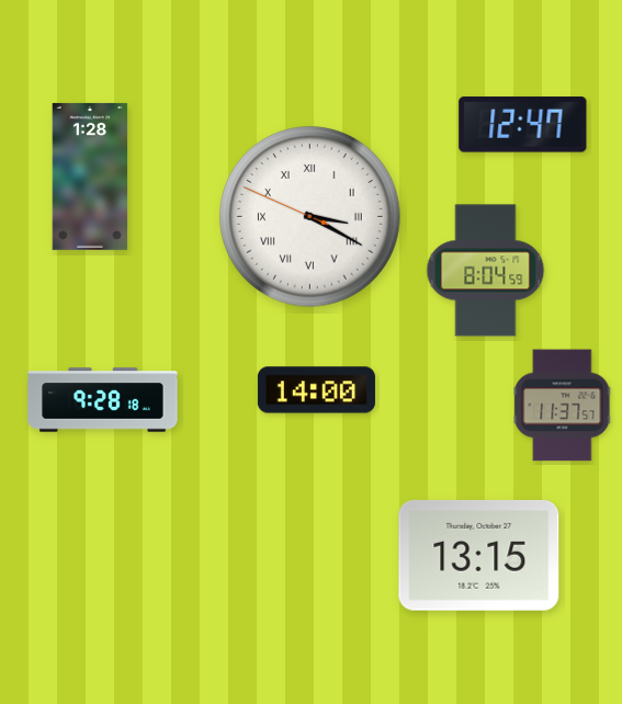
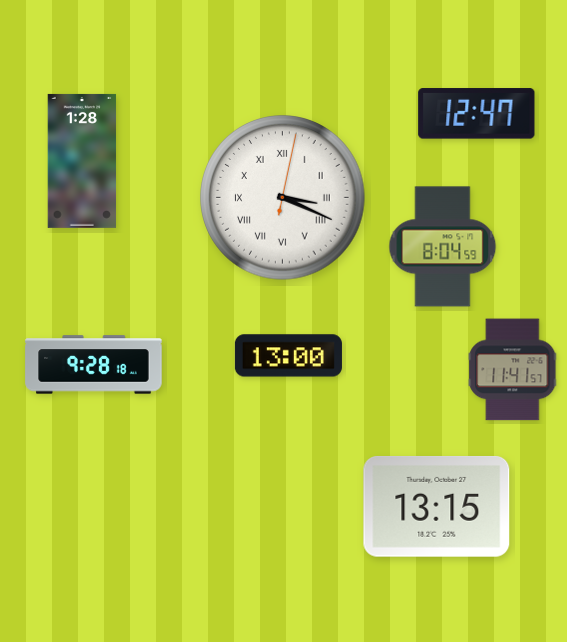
clock at (310, 217): 3:19:49 -> 3:19:02
clock at (316, 390): 14:00 -> 13:00
clock at (563, 406): 11:37 -> 11:41
